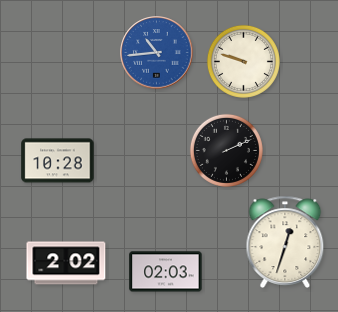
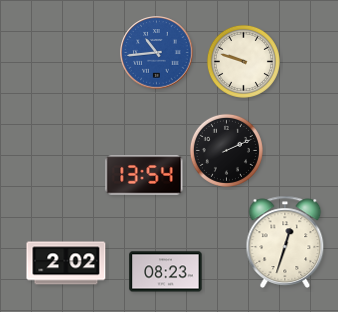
clock at (58, 161): 10:28 -> none
clock at (144, 175): none -> 13:54
clock at (166, 272): 02:03 -> 08:23
